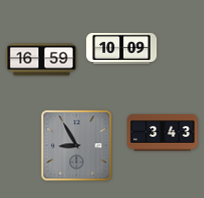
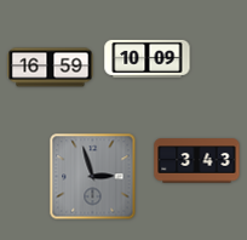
clock at (42, 60) position: (42, 60) -> (51, 68)
clock at (77, 146): 8:55 -> 2:57
